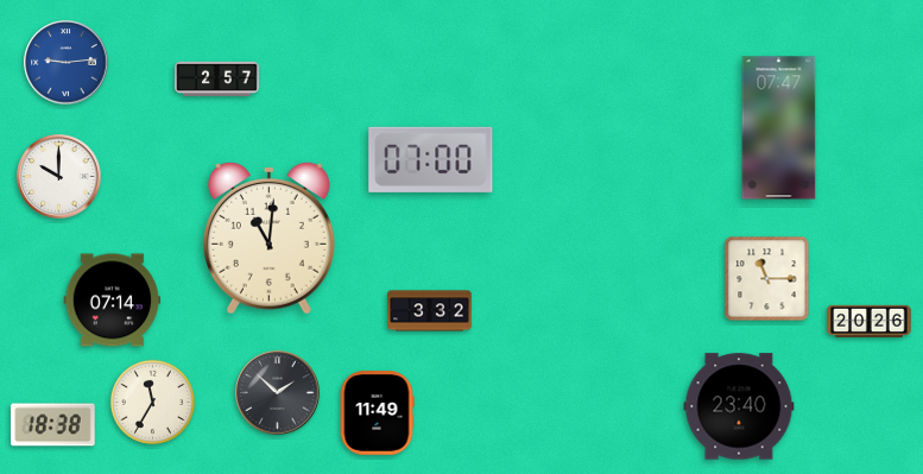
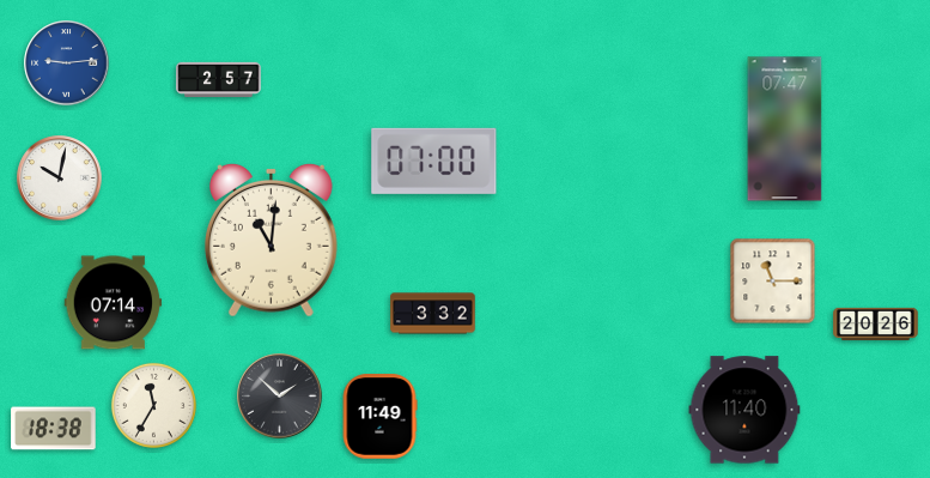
clock at (59, 177): 10:00 -> 10:02
clock at (739, 406): 23:40 -> 11:40
